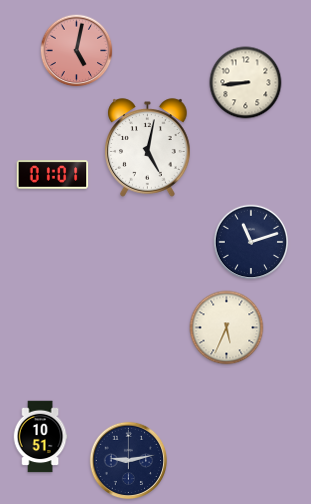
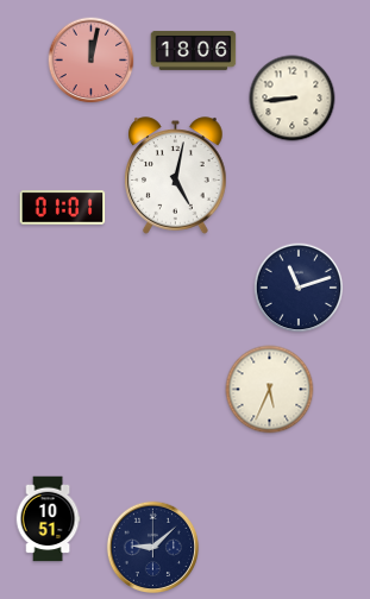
clock at (194, 51): none -> 18:06
clock at (77, 51): 5:02 -> 12:02
clock at (129, 461): 9:13 -> 9:08
